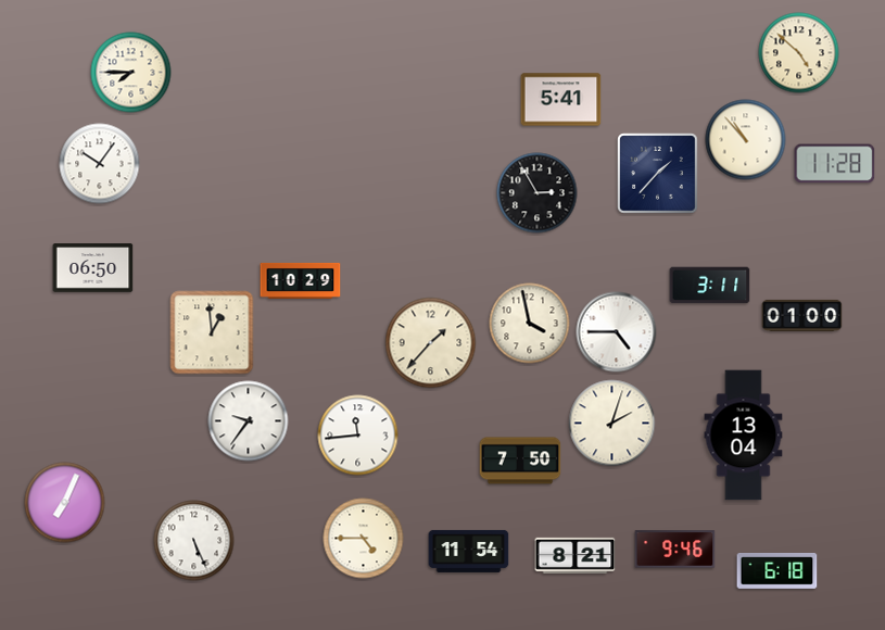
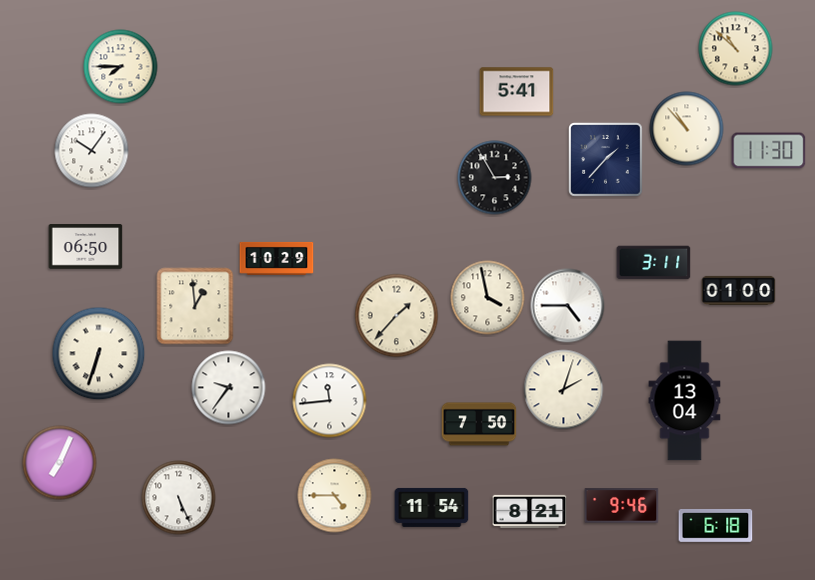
clock at (799, 53): 4:52 -> 10:52
clock at (835, 164): 11:28 -> 11:30
clock at (99, 354): none -> 6:33
